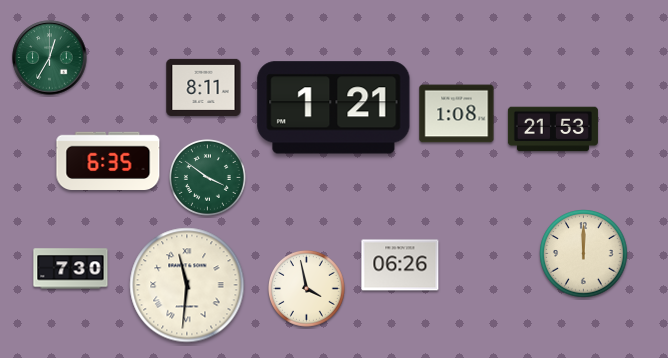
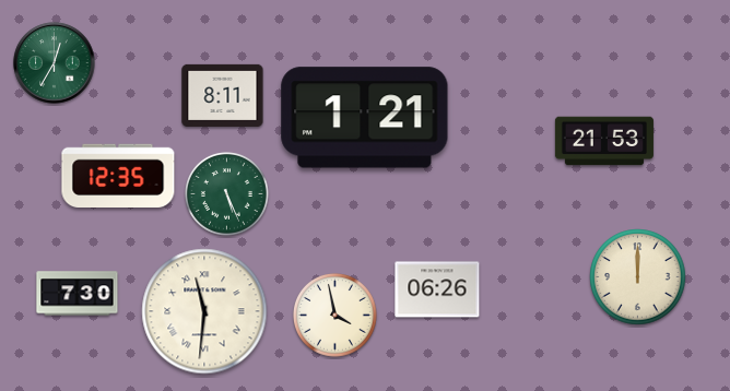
clock at (457, 114): 1:08 -> none
clock at (108, 160): 6:35 -> 12:35
clock at (208, 178): 3:51 -> 5:26
